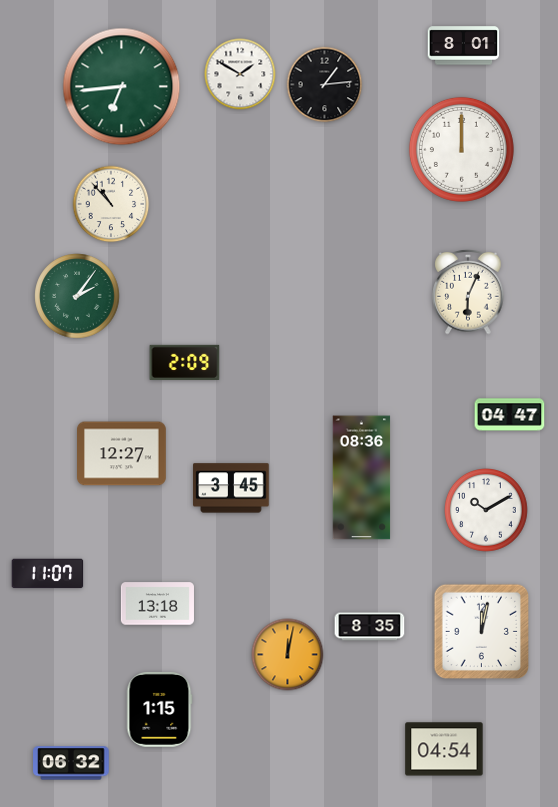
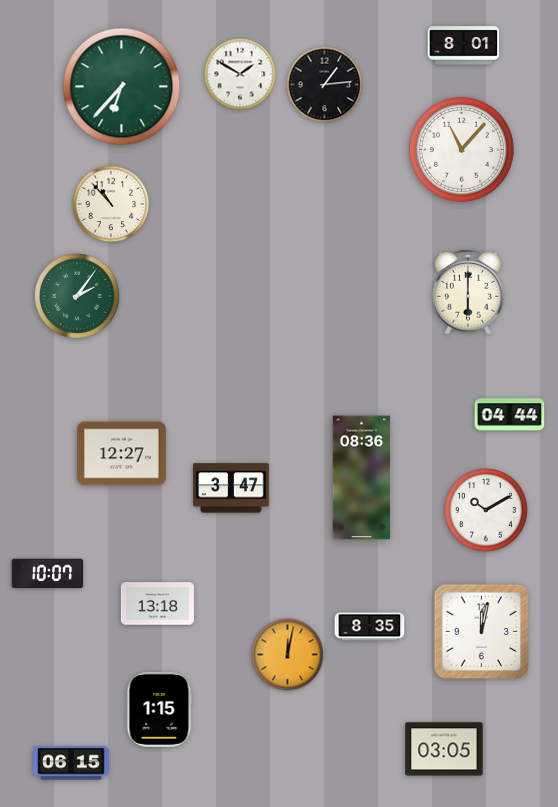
clock at (122, 87): 6:44 -> 6:37
clock at (461, 149): 12:00 -> 11:07
clock at (468, 292): 6:04 -> 6:00
clock at (185, 362): 2:09 -> none
clock at (510, 415): 04:47 -> 04:44
clock at (231, 488): 3:45 -> 3:47
clock at (48, 574): 11:07 -> 10:07
clock at (444, 749): 04:54 -> 03:05
clock at (71, 763): 06:32 -> 06:15
